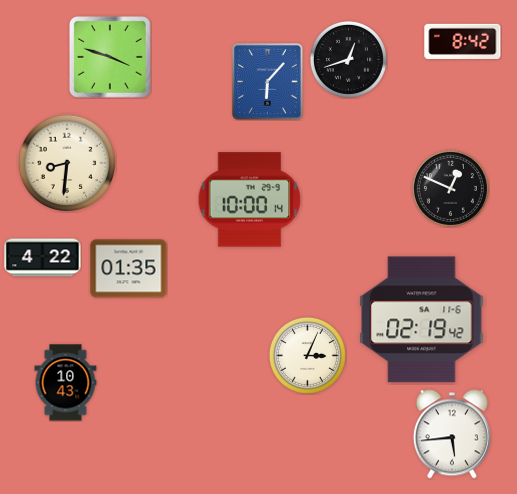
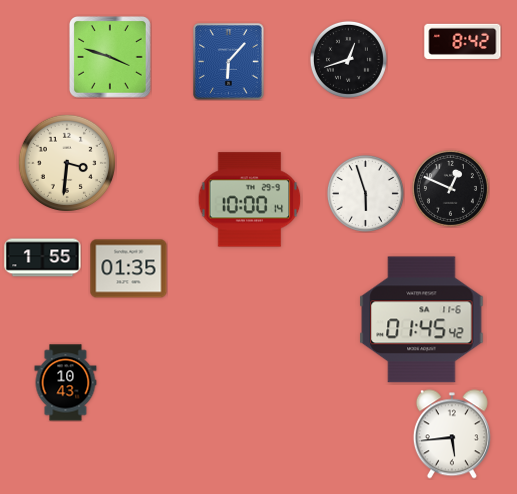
clock at (268, 82) position: (268, 82) -> (229, 62)
clock at (66, 162): 8:31 -> 3:31
clock at (365, 193): none -> 5:57
clock at (43, 258): 4:22 -> 1:55
clock at (422, 320): 02:19 -> 01:45
clock at (307, 355): 3:04 -> none
